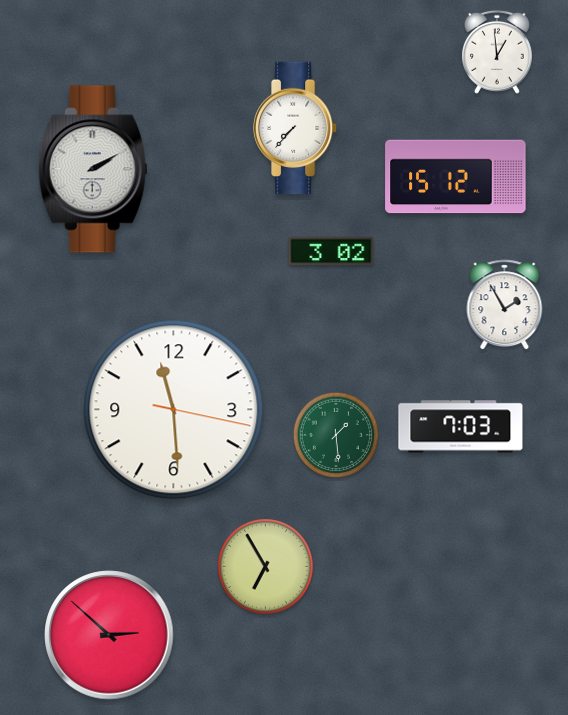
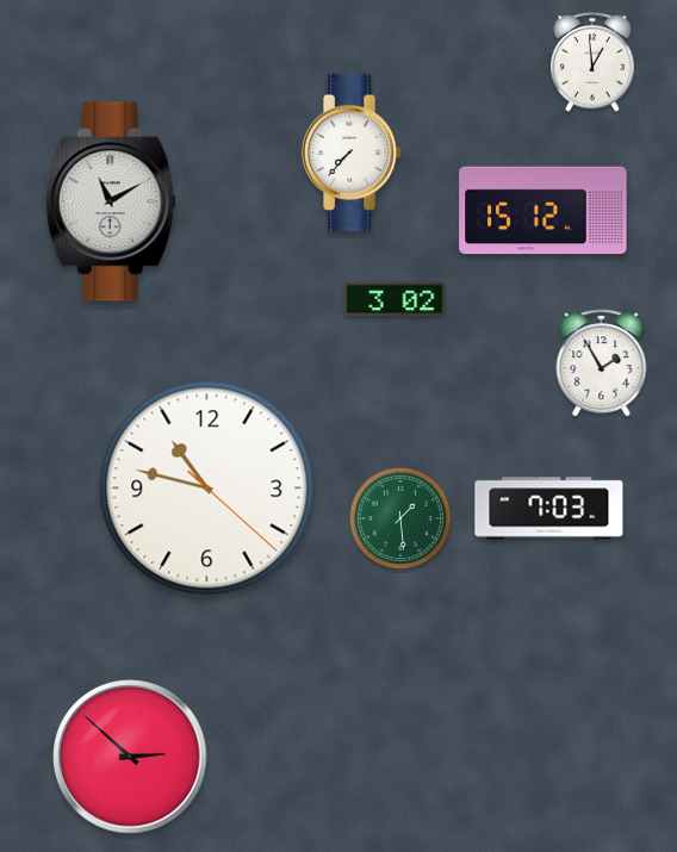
clock at (93, 169): 2:10 -> 11:10
clock at (174, 410): 11:29 -> 10:47
clock at (266, 567): 6:55 -> none
